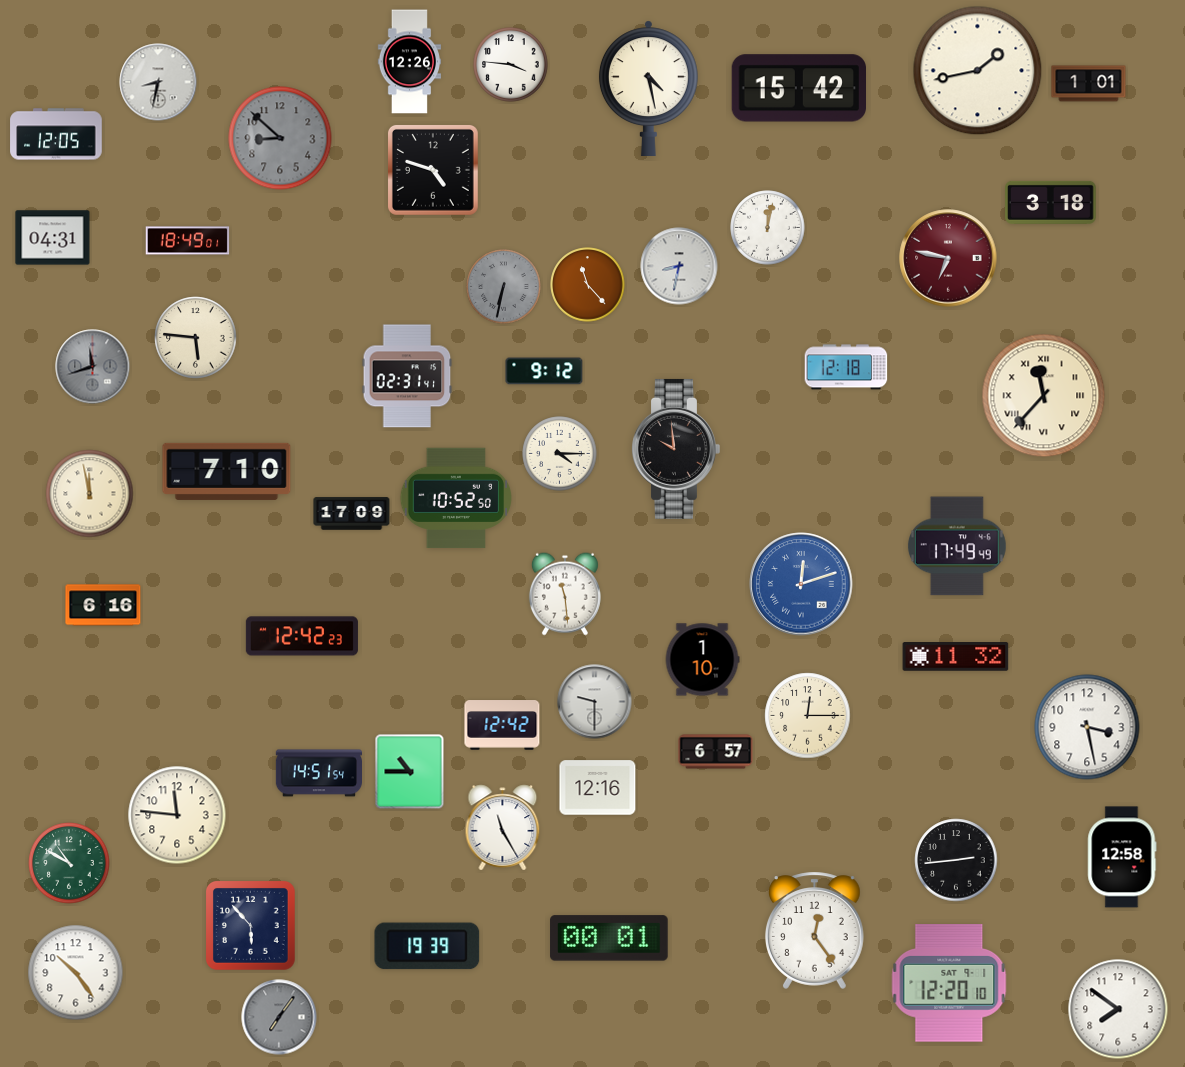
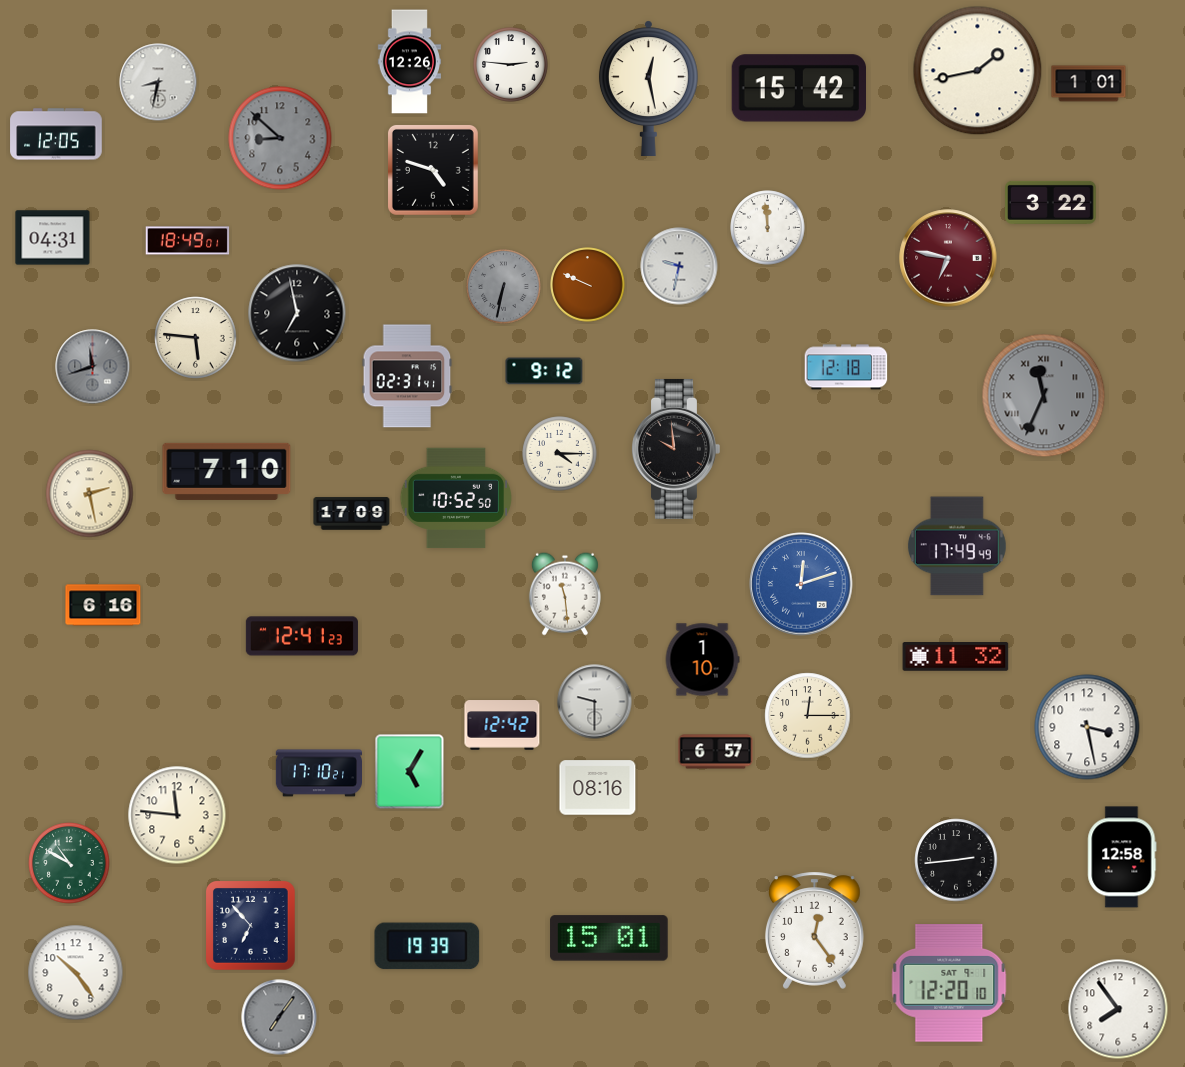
clock at (511, 65): 3:46 -> 2:46
clock at (648, 88): 4:28 -> 12:28
clock at (1051, 202): 3:18 -> 3:22
clock at (768, 228): 12:02 -> 11:59
clock at (679, 266): 8:32 -> 9:32
clock at (588, 285): 11:23 -> 9:49
clock at (297, 313): none -> 6:58
clock at (1044, 396): 11:37 -> 11:34
clock at (1044, 396) dial: cream -> grey
clock at (90, 494): 11:58 -> 2:28
clock at (302, 636): 12:42 -> 12:41
clock at (410, 772): 10:45 -> 5:05
clock at (318, 773): 14:51 -> 17:10
clock at (598, 788): 12:16 -> 08:16
clock at (503, 828): 11:25 -> none
clock at (251, 926): 5:53 -> 6:53
clock at (609, 938): 00:01 -> 15:01
clock at (1118, 1009): 7:51 -> 7:54
